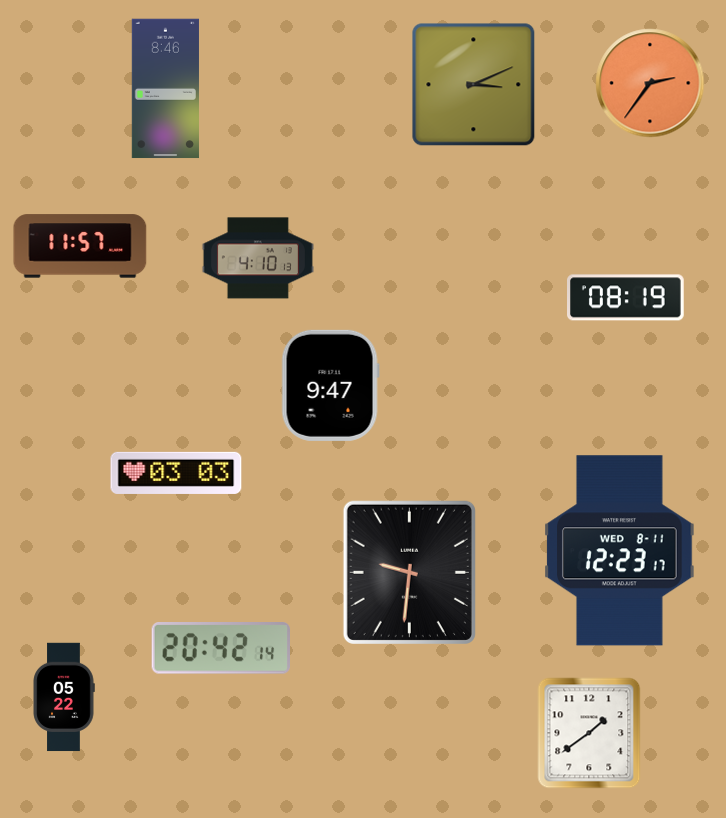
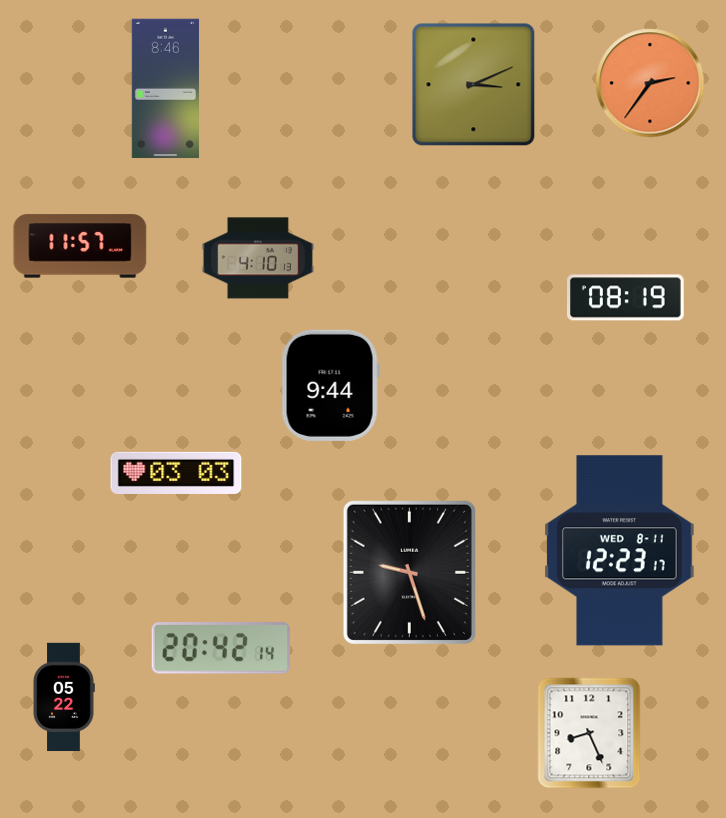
clock at (330, 385): 9:47 -> 9:44
clock at (409, 572): 9:31 -> 9:27
clock at (589, 733): 1:39 -> 8:26
